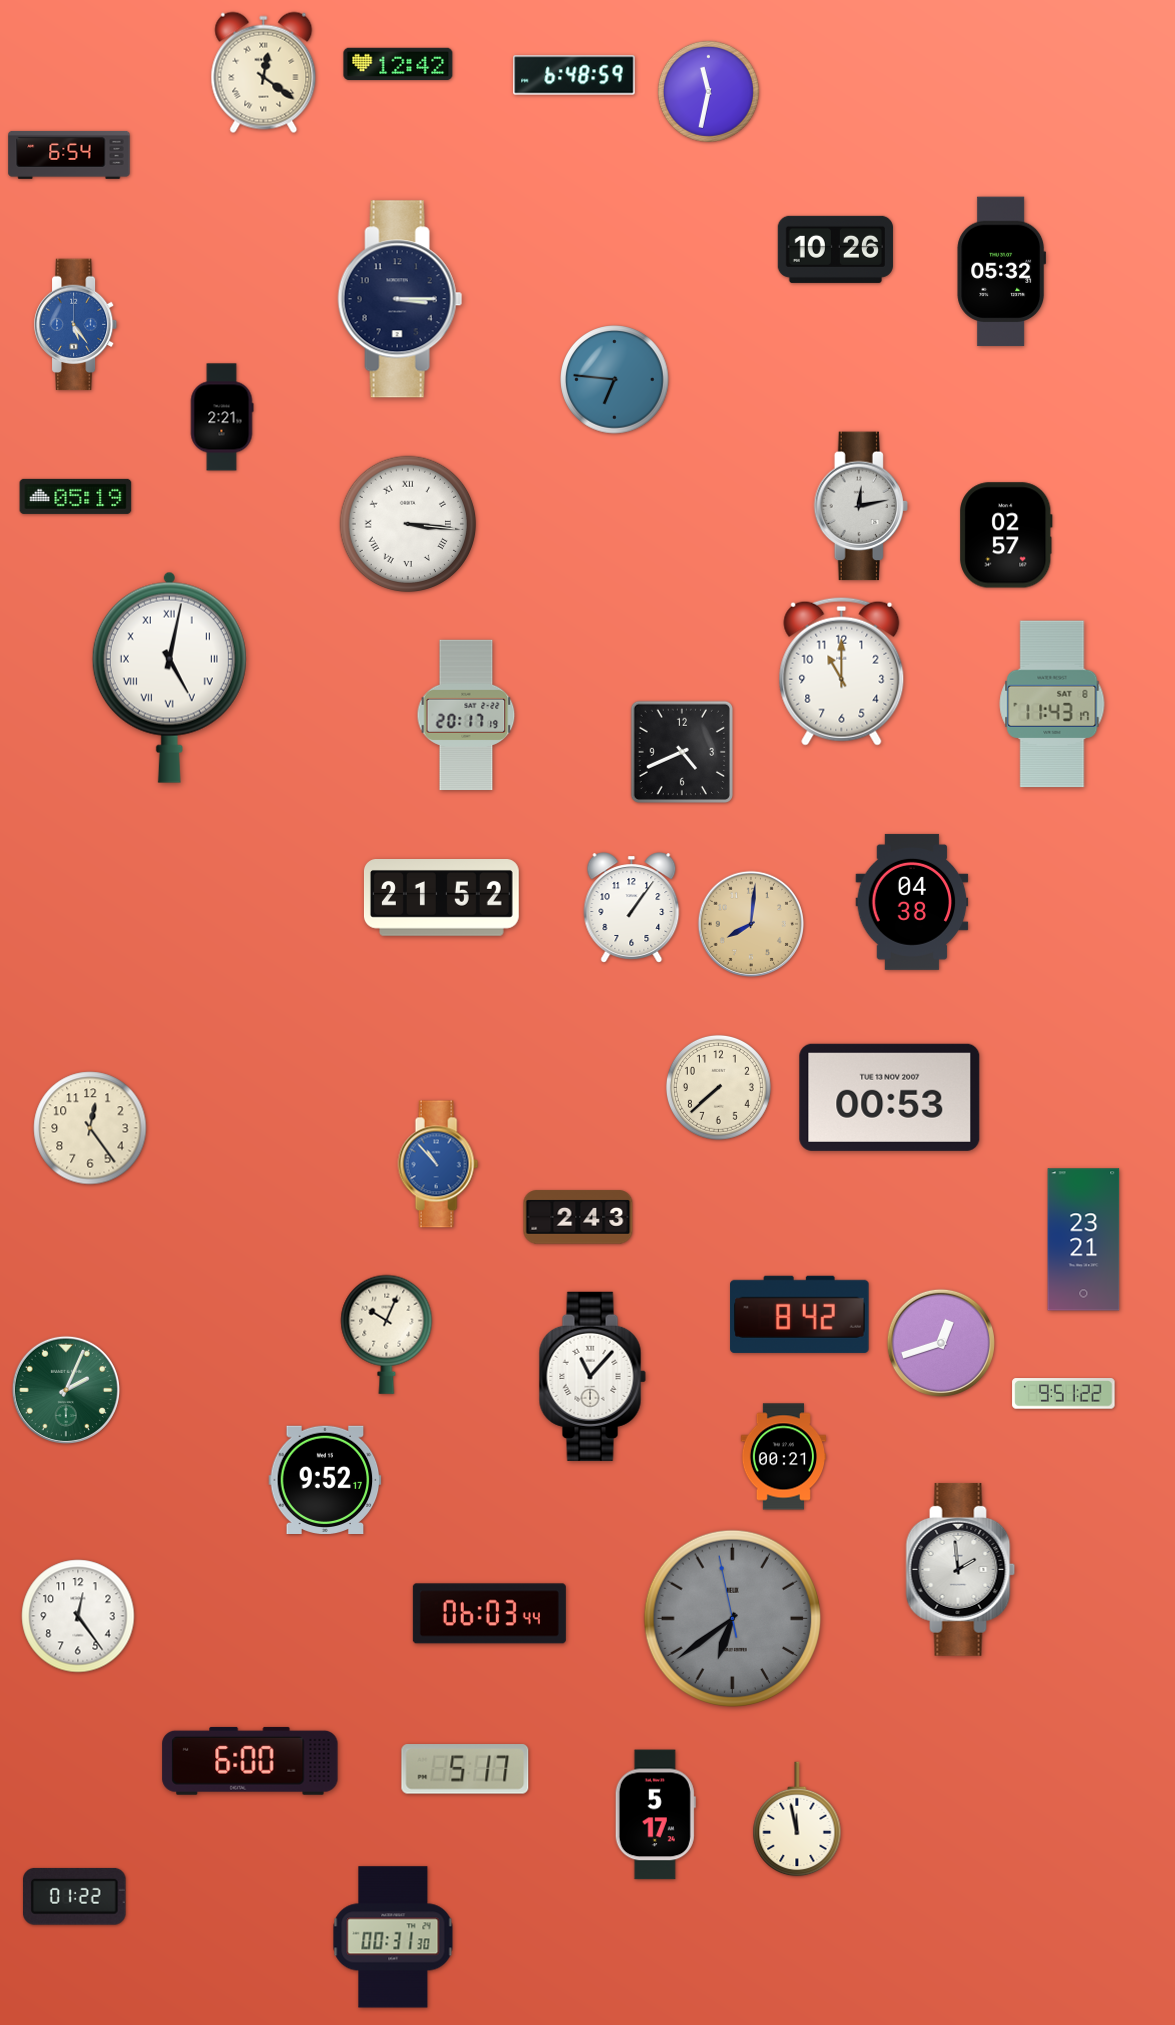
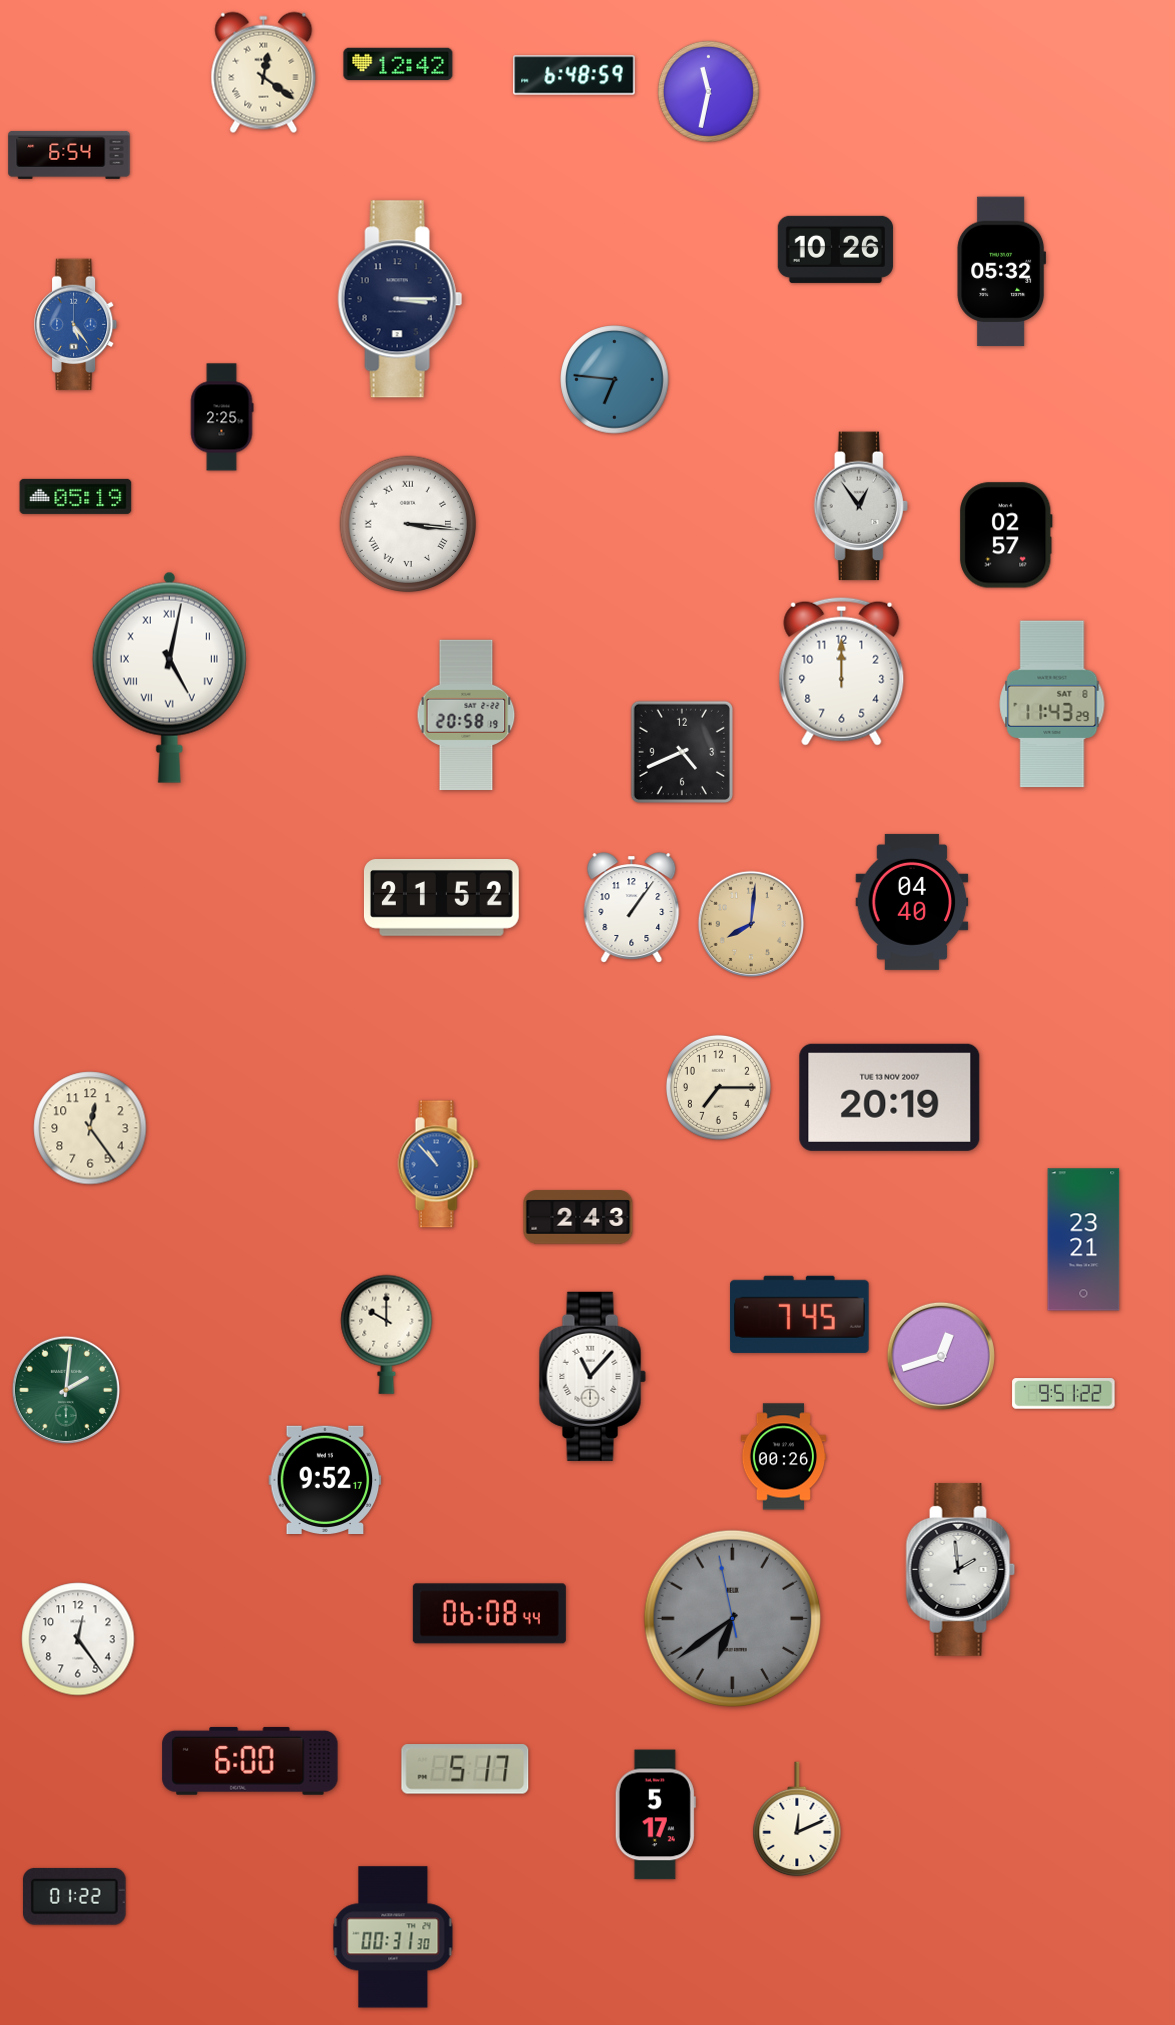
clock at (222, 417): 2:21 -> 2:25
clock at (860, 506): 12:13 -> 12:54
clock at (842, 671): 11:00 -> 12:00
clock at (1052, 704): 11:43:17 -> 11:43:29
clock at (466, 715): 20:17 -> 20:58
clock at (912, 902): 04:38 -> 04:40
clock at (718, 1087): 7:38 -> 7:15
clock at (890, 1097): 00:53 -> 20:19
clock at (800, 1314): 8:42 -> 7:45
clock at (387, 1334): 10:04 -> 10:00
clock at (941, 1343) position: (941, 1343) -> (941, 1356)
clock at (66, 1390): 2:04 -> 2:01
clock at (783, 1457): 00:21 -> 00:26
clock at (489, 1614): 06:03 -> 06:08
clock at (78, 1616) position: (78, 1616) -> (78, 1639)
clock at (797, 1819): 11:58 -> 12:11
